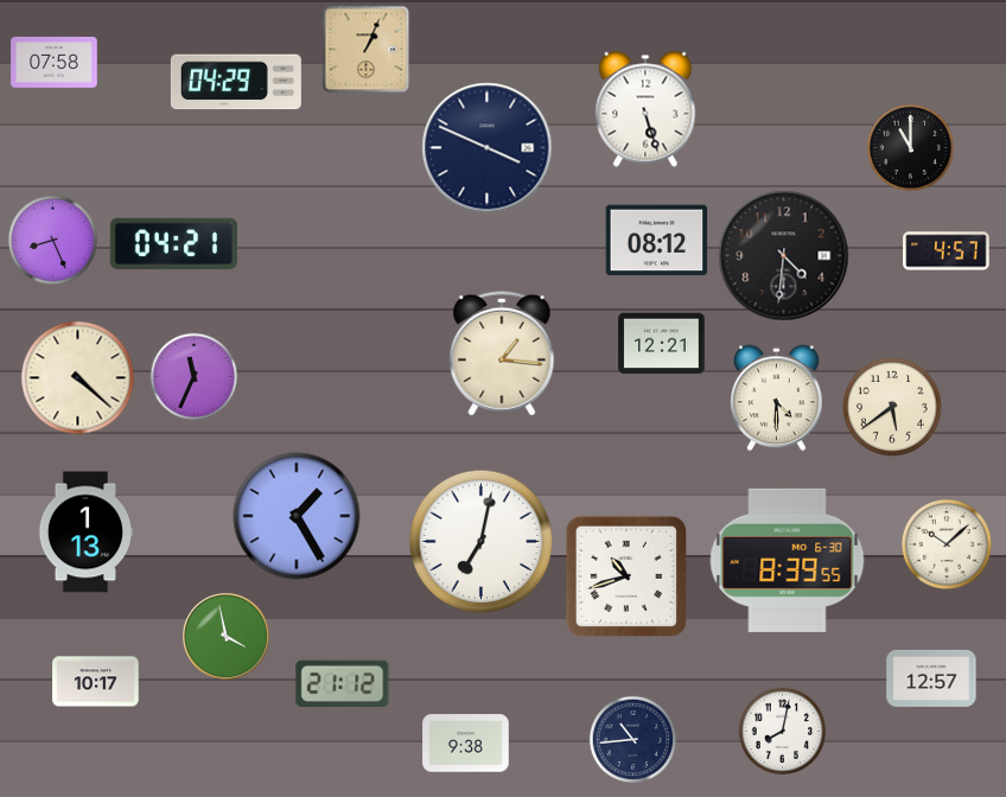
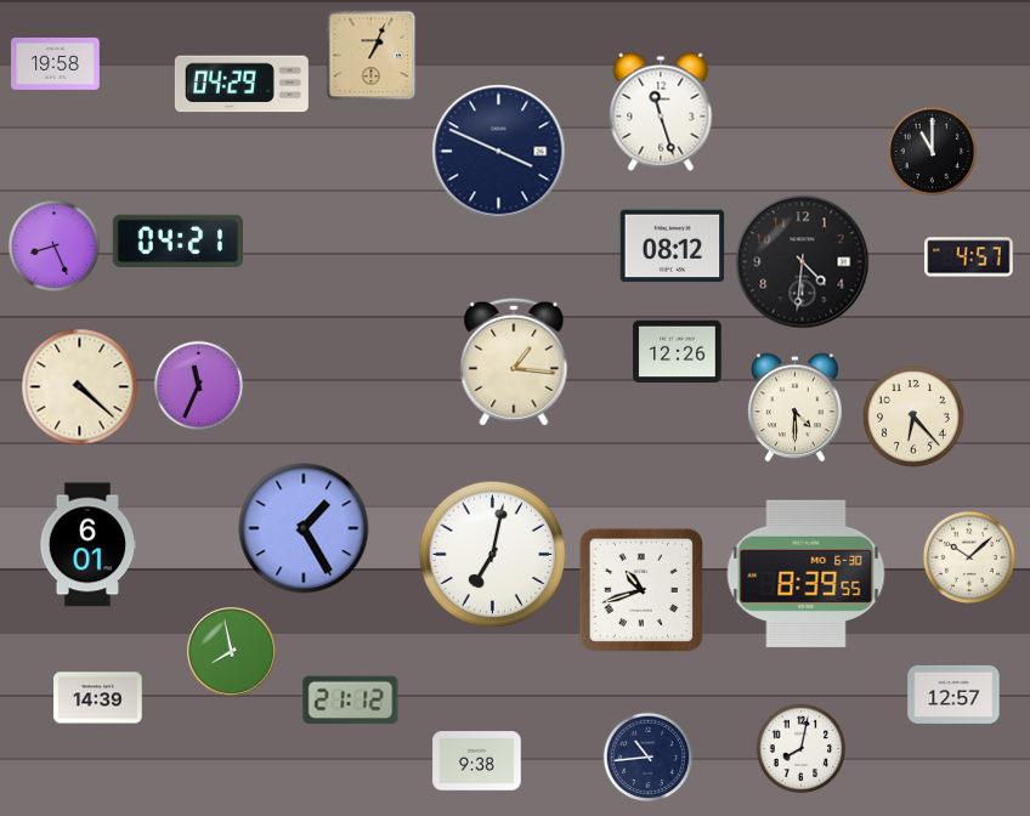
clock at (367, 50) position: (367, 50) -> (372, 56)
clock at (55, 62): 07:58 -> 19:58
clock at (645, 109): 5:27 -> 11:27
clock at (173, 244) position: (173, 244) -> (177, 242)
clock at (662, 344): 12:21 -> 12:26
clock at (893, 408): 5:39 -> 6:23
clock at (85, 533): 1:13 -> 6:01
clock at (227, 637): 3:58 -> 7:58
clock at (96, 682): 10:17 -> 14:39
